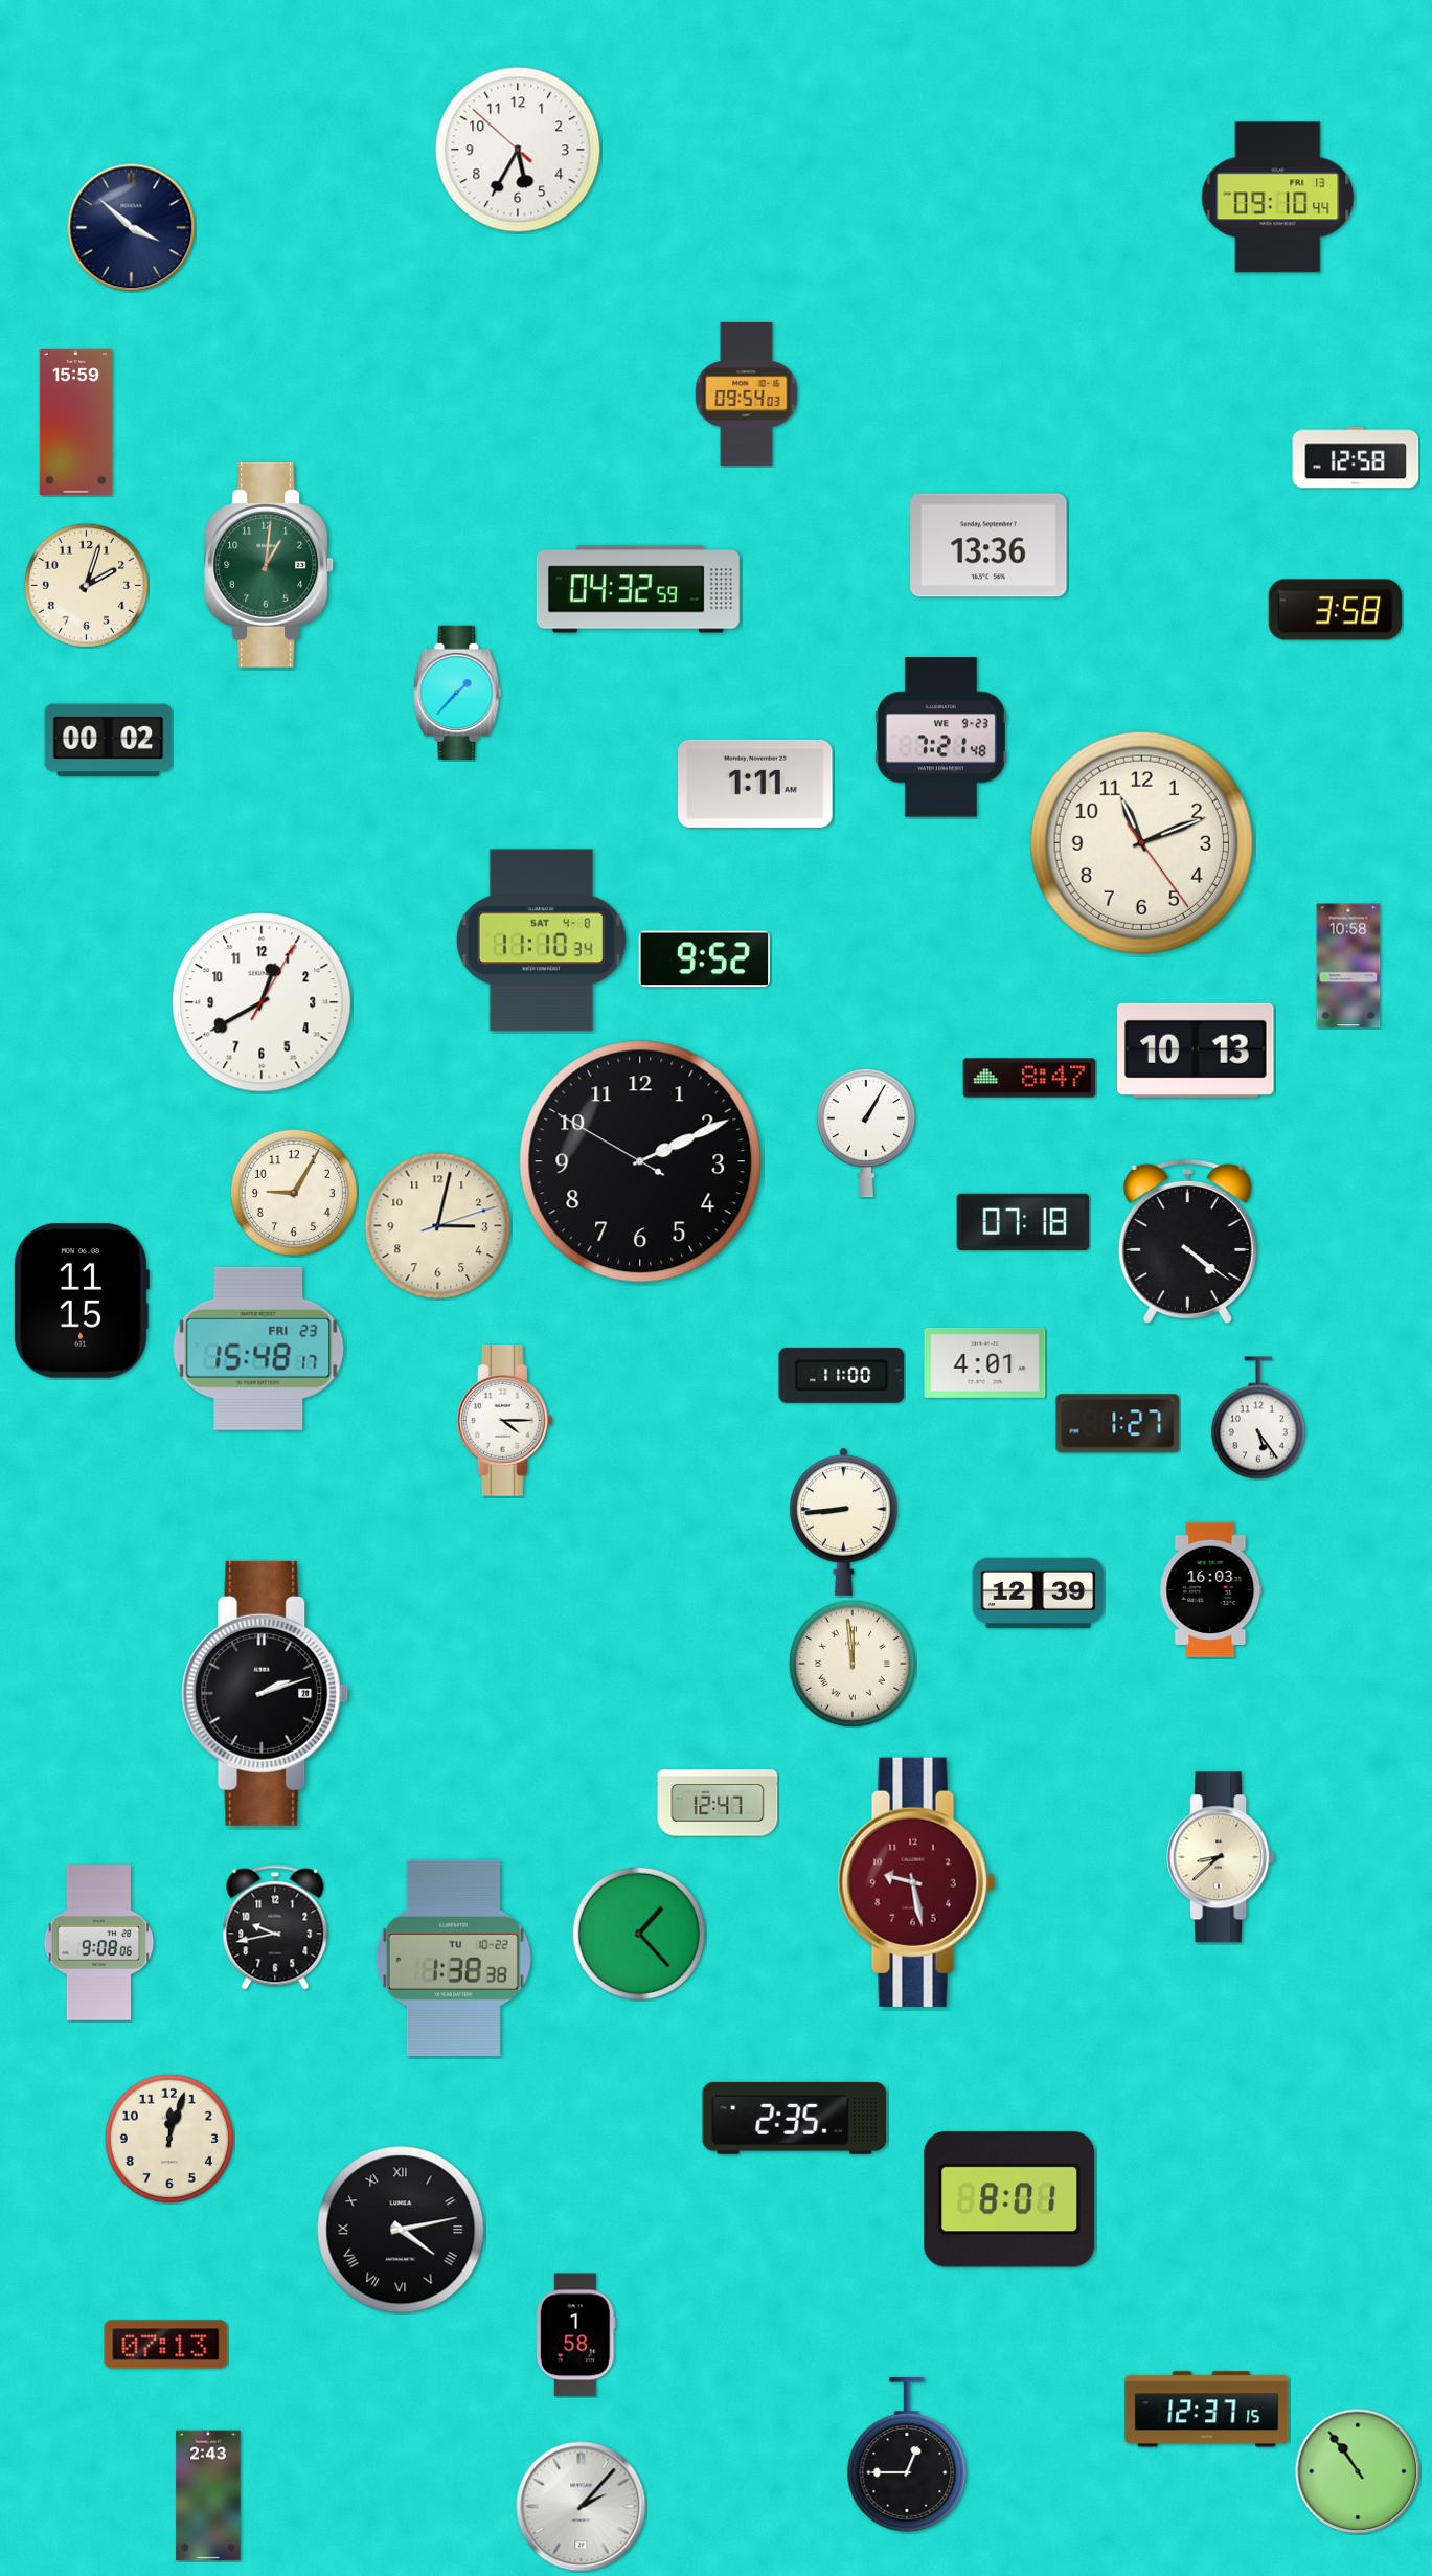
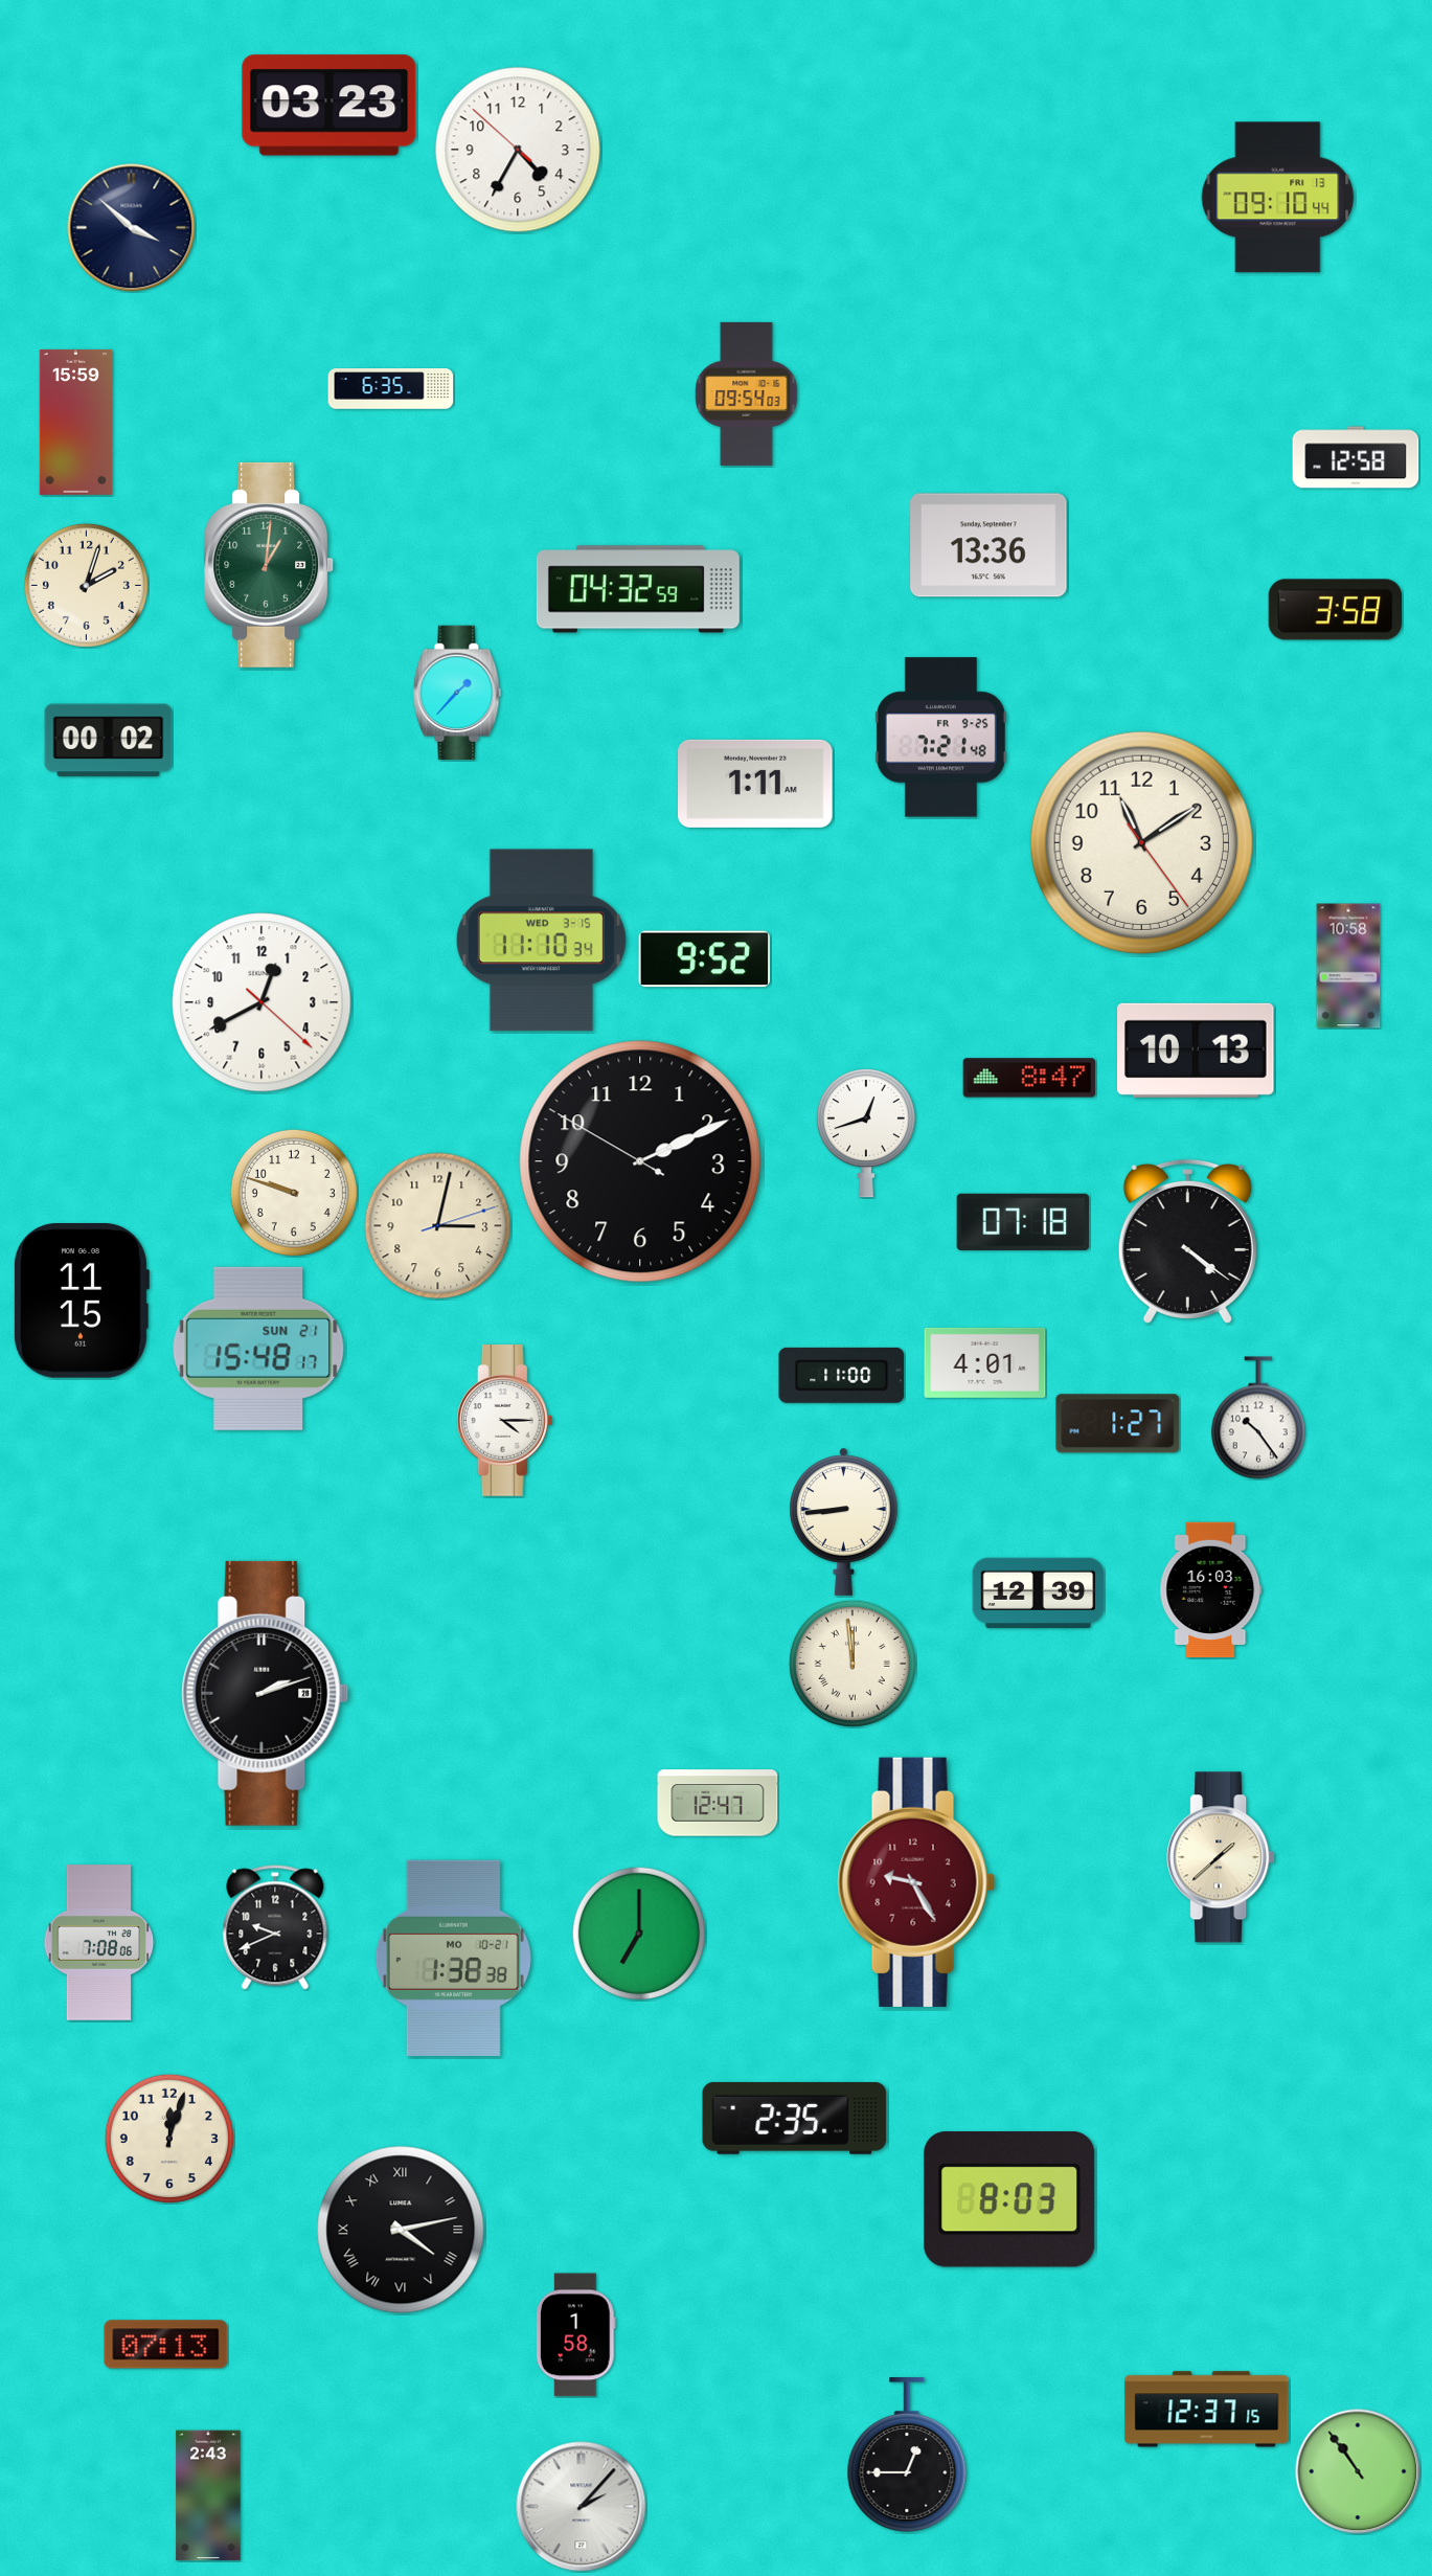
clock at (329, 106): none -> 03:23
clock at (518, 150): 5:34 -> 4:34
clock at (391, 389): none -> 6:35
clock at (940, 738) date: WE 9-23 -> FR 9-25
clock at (1141, 842): 11:11 -> 11:09
clock at (541, 941) date: SAT 4-8 -> WED 3-15
clock at (262, 1002): 12:40:05 -> 12:40:22
clock at (866, 1134): 1:05 -> 12:42
clock at (294, 1193): 9:05 -> 9:48
clock at (258, 1349) date: FRI 23 -> SUN 21
clock at (1258, 1418): 5:24 -> 10:24
clock at (1221, 1857): 8:38 -> 1:38
clock at (916, 1882): 9:28 -> 9:25
clock at (275, 1927): 9:43 -> 9:41
clock at (639, 1933): 1:23 -> 7:00
clock at (99, 1943): 9:08 -> 7:08
clock at (453, 1958) date: TU 10-22 -> MO 10-21
clock at (1009, 2199): 8:01 -> 8:03
